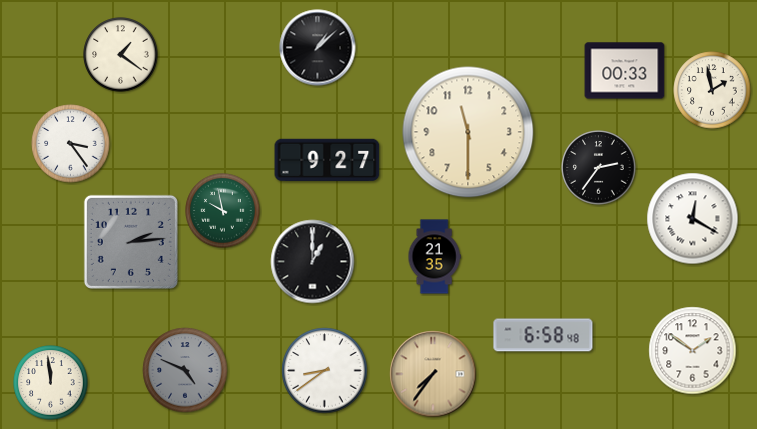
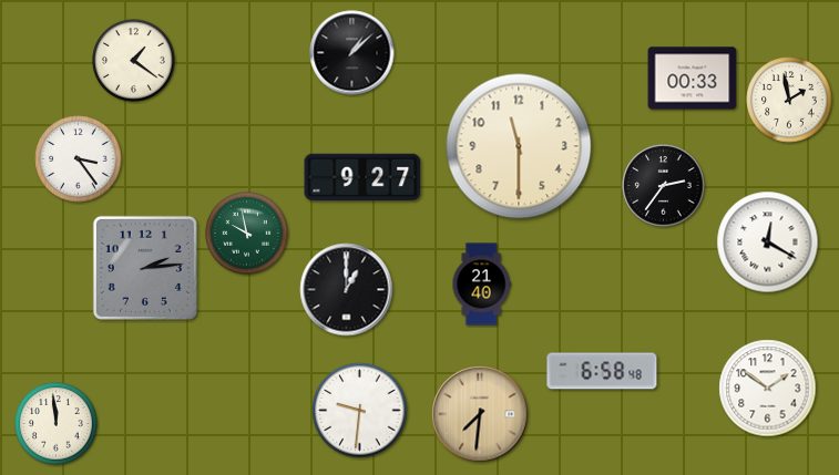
clock at (434, 257): 21:35 -> 21:40
clock at (185, 370): 4:49 -> none
clock at (325, 371): 8:39 -> 9:31
clock at (433, 374): 7:36 -> 7:31
